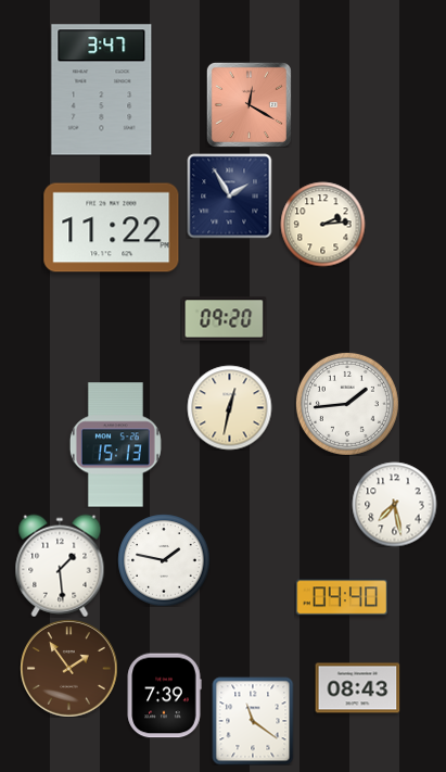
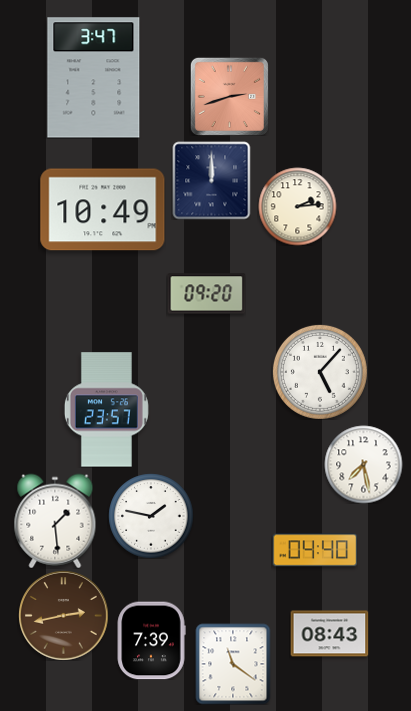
clock at (102, 90) position: (102, 90) -> (94, 78)
clock at (249, 104): 12:20 -> 2:42
clock at (229, 195): 1:55 -> 12:00
clock at (112, 228): 11:22 -> 10:49
clock at (347, 404): 1:44 -> 5:07
clock at (229, 407): 12:32 -> none
clock at (115, 445): 15:13 -> 23:57
clock at (69, 669): 1:54 -> 2:43
